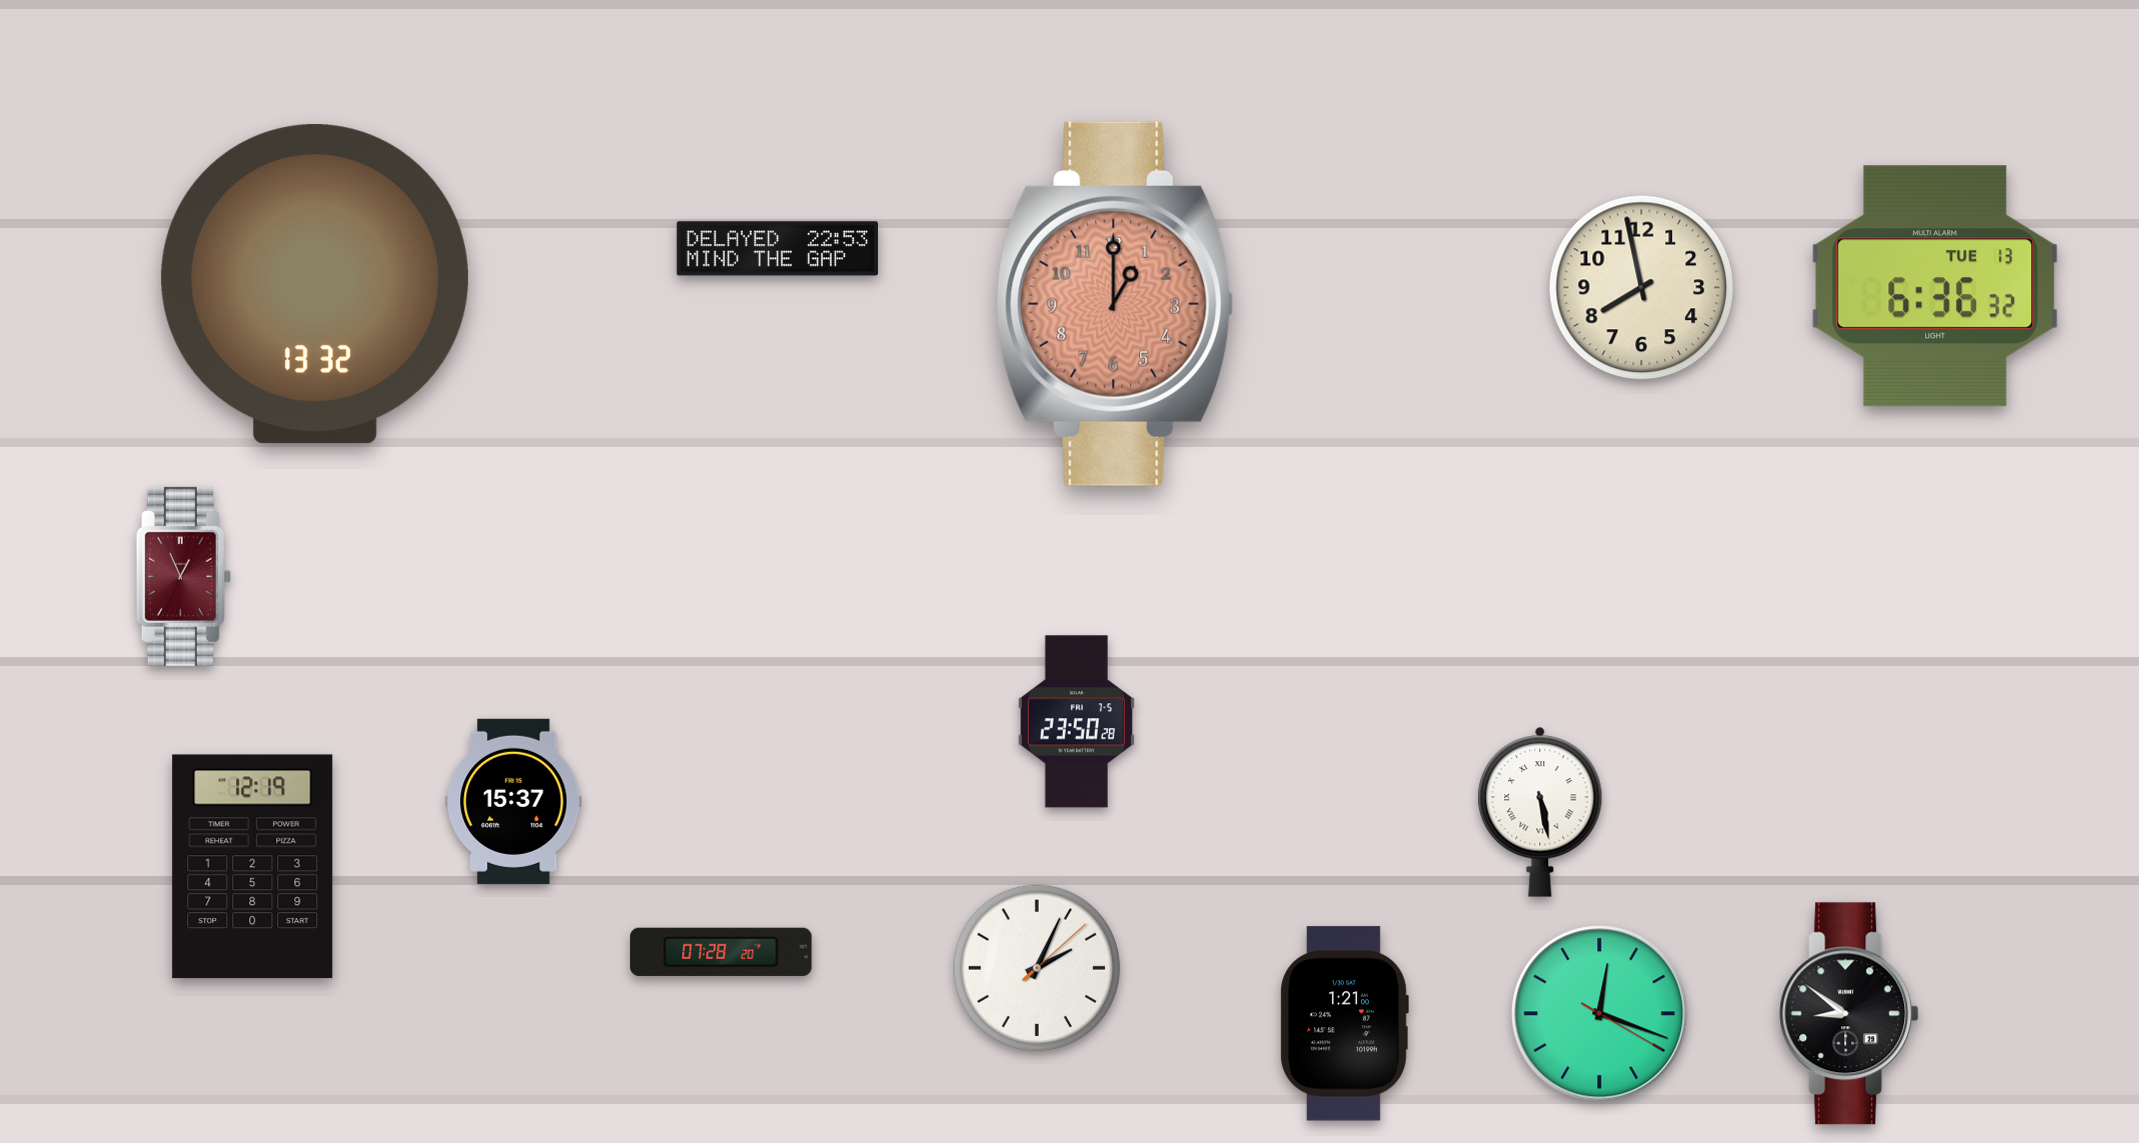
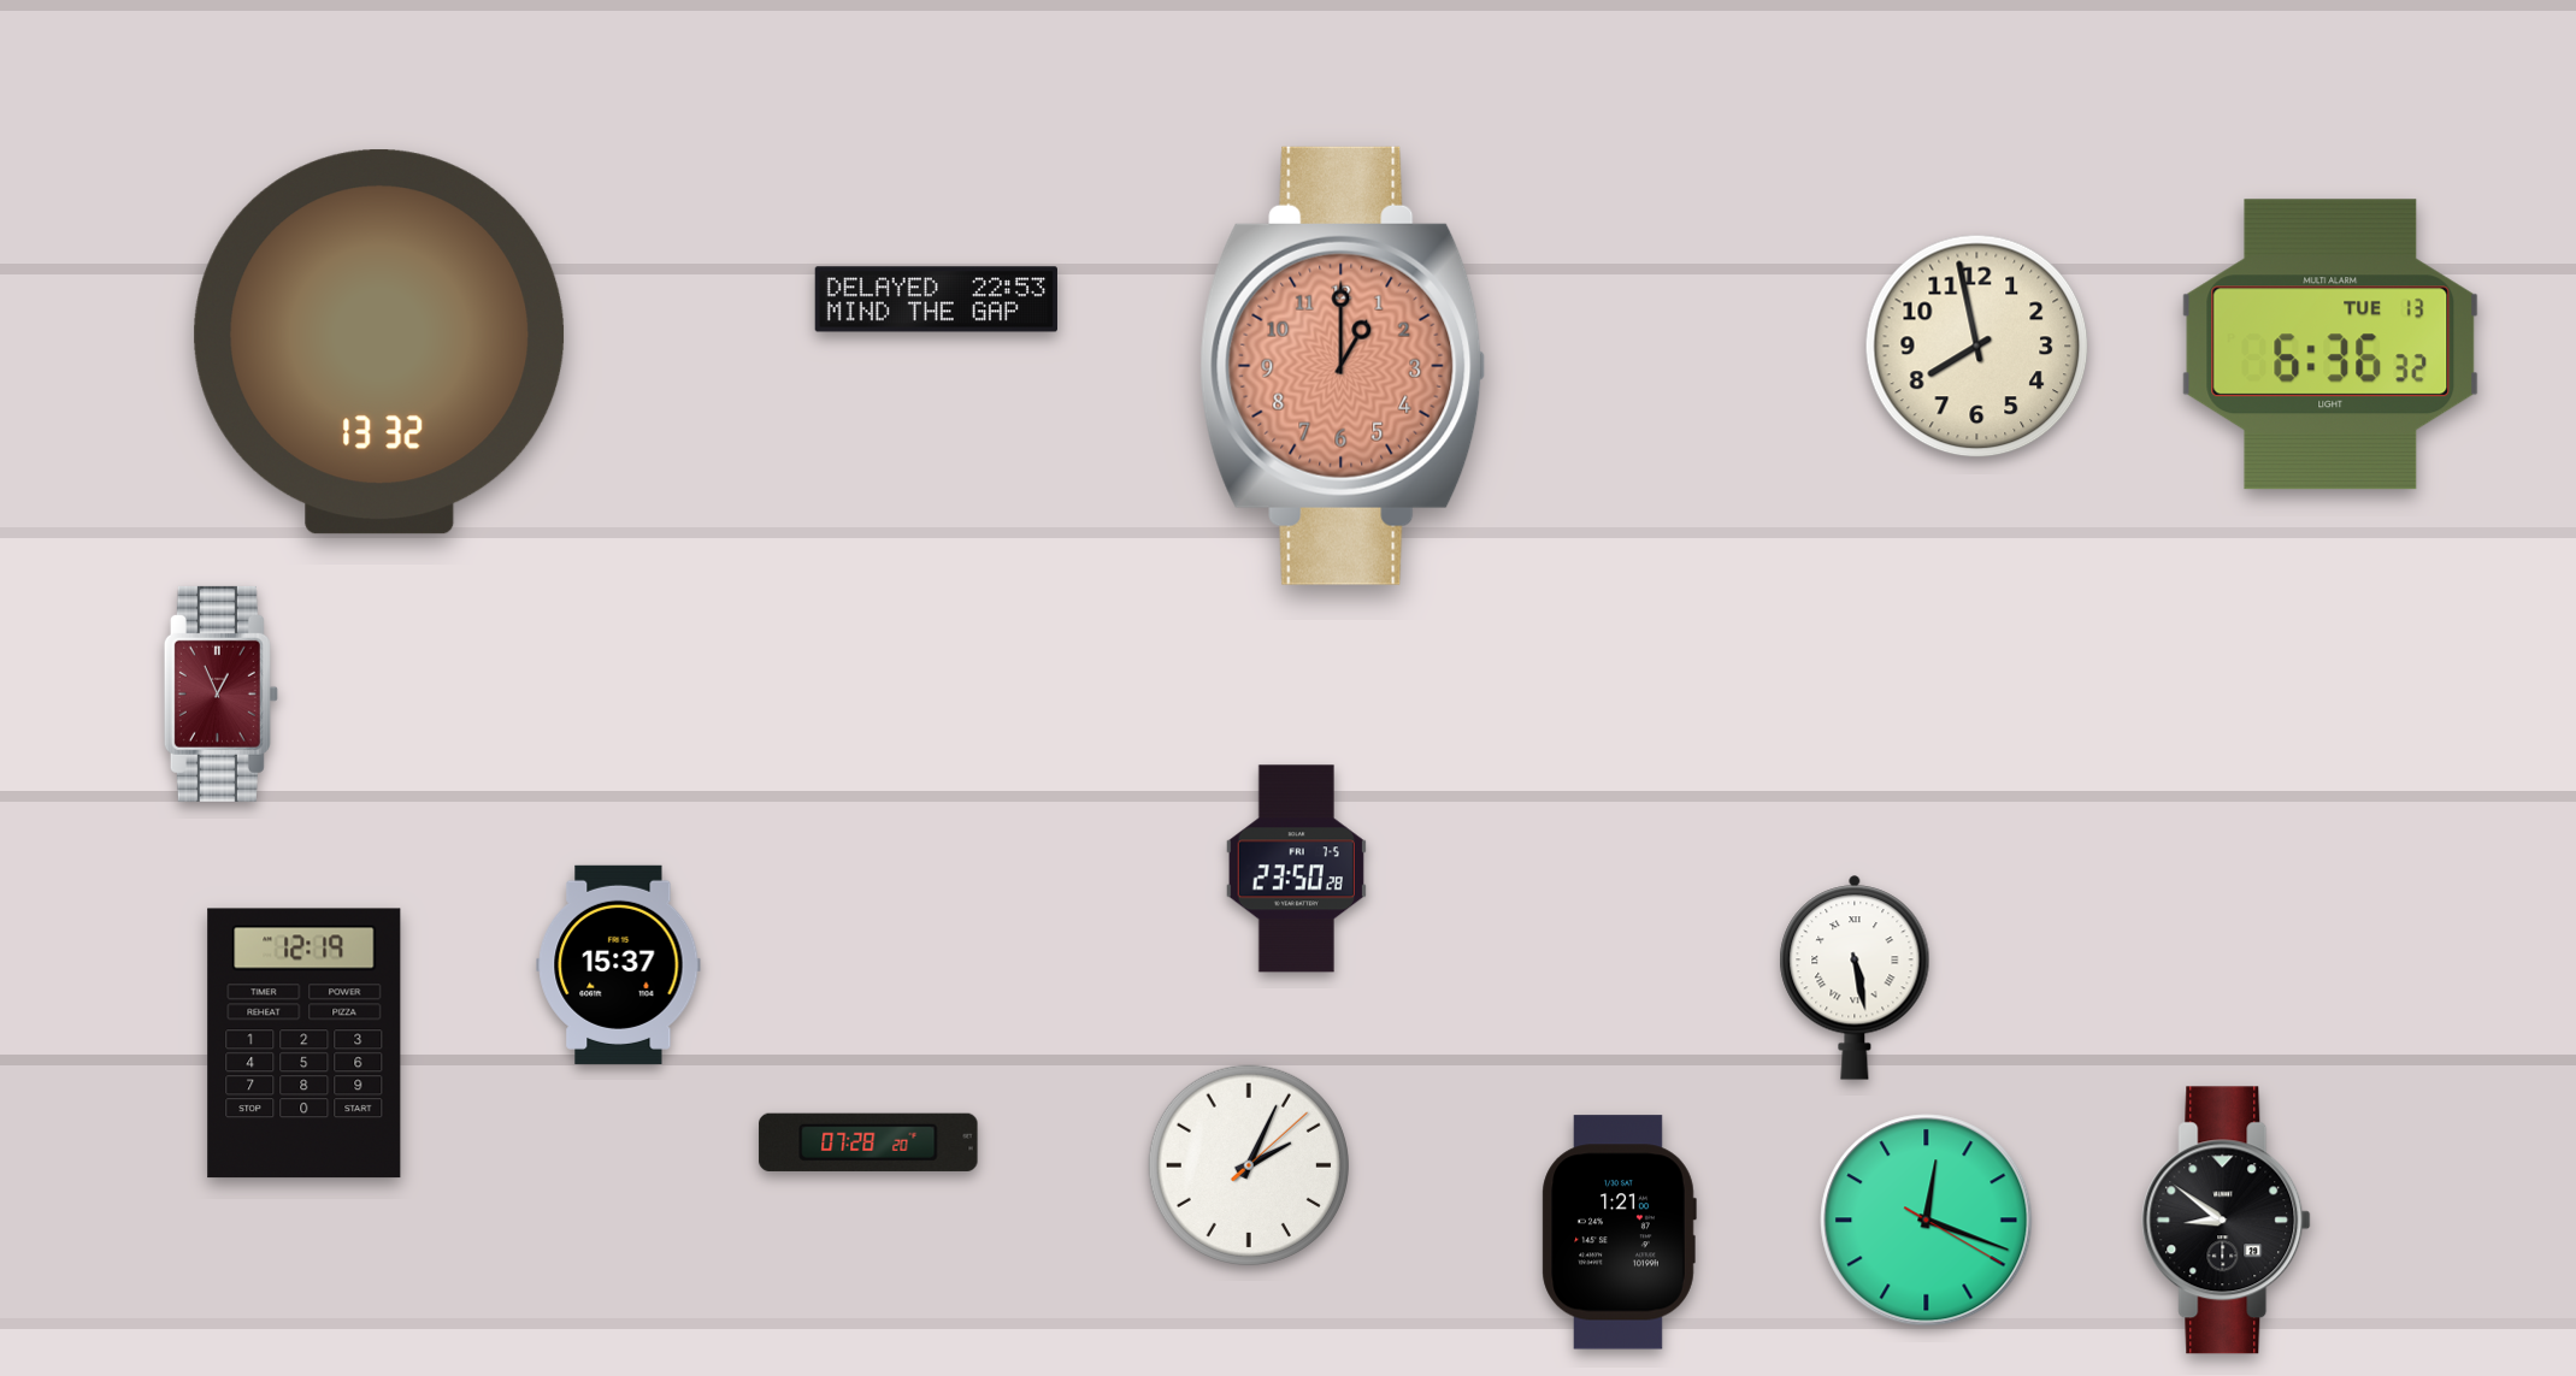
clock at (721, 952) position: (721, 952) -> (868, 1142)
